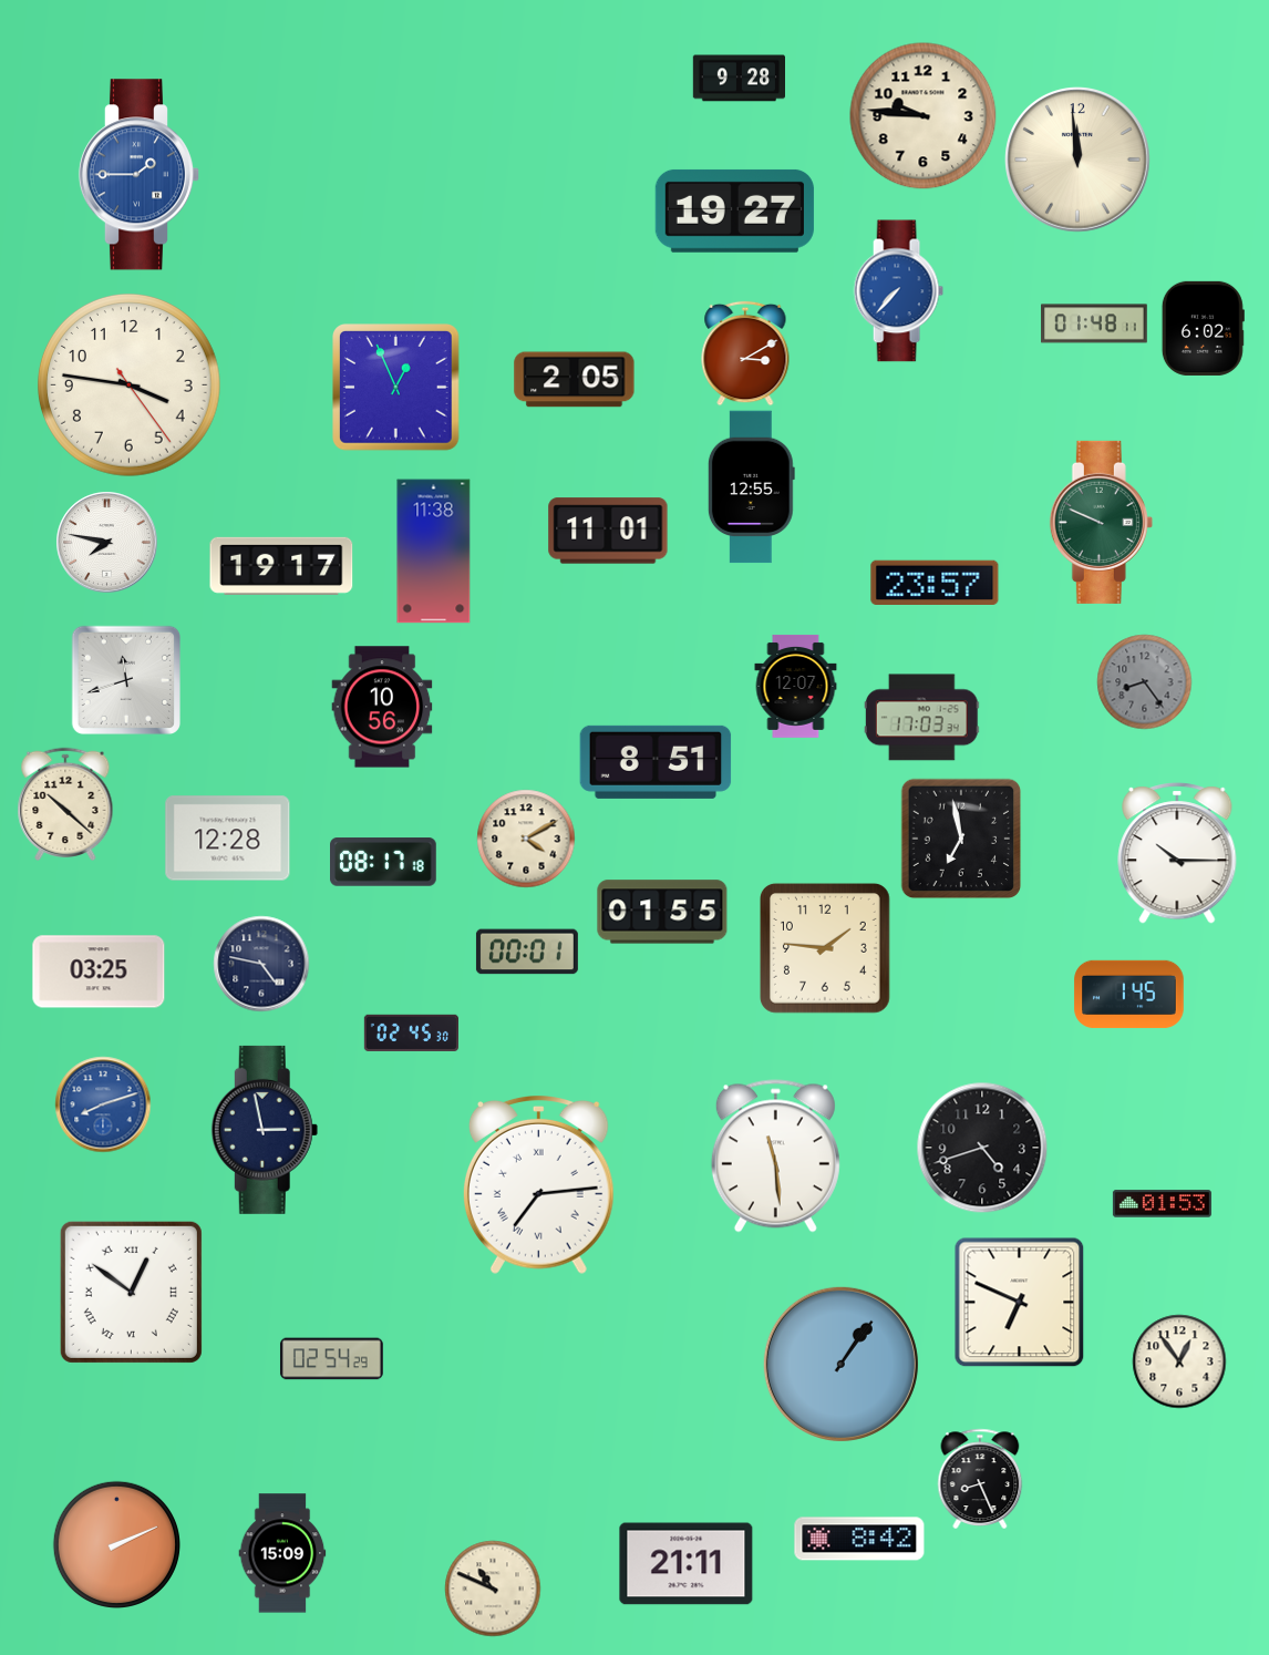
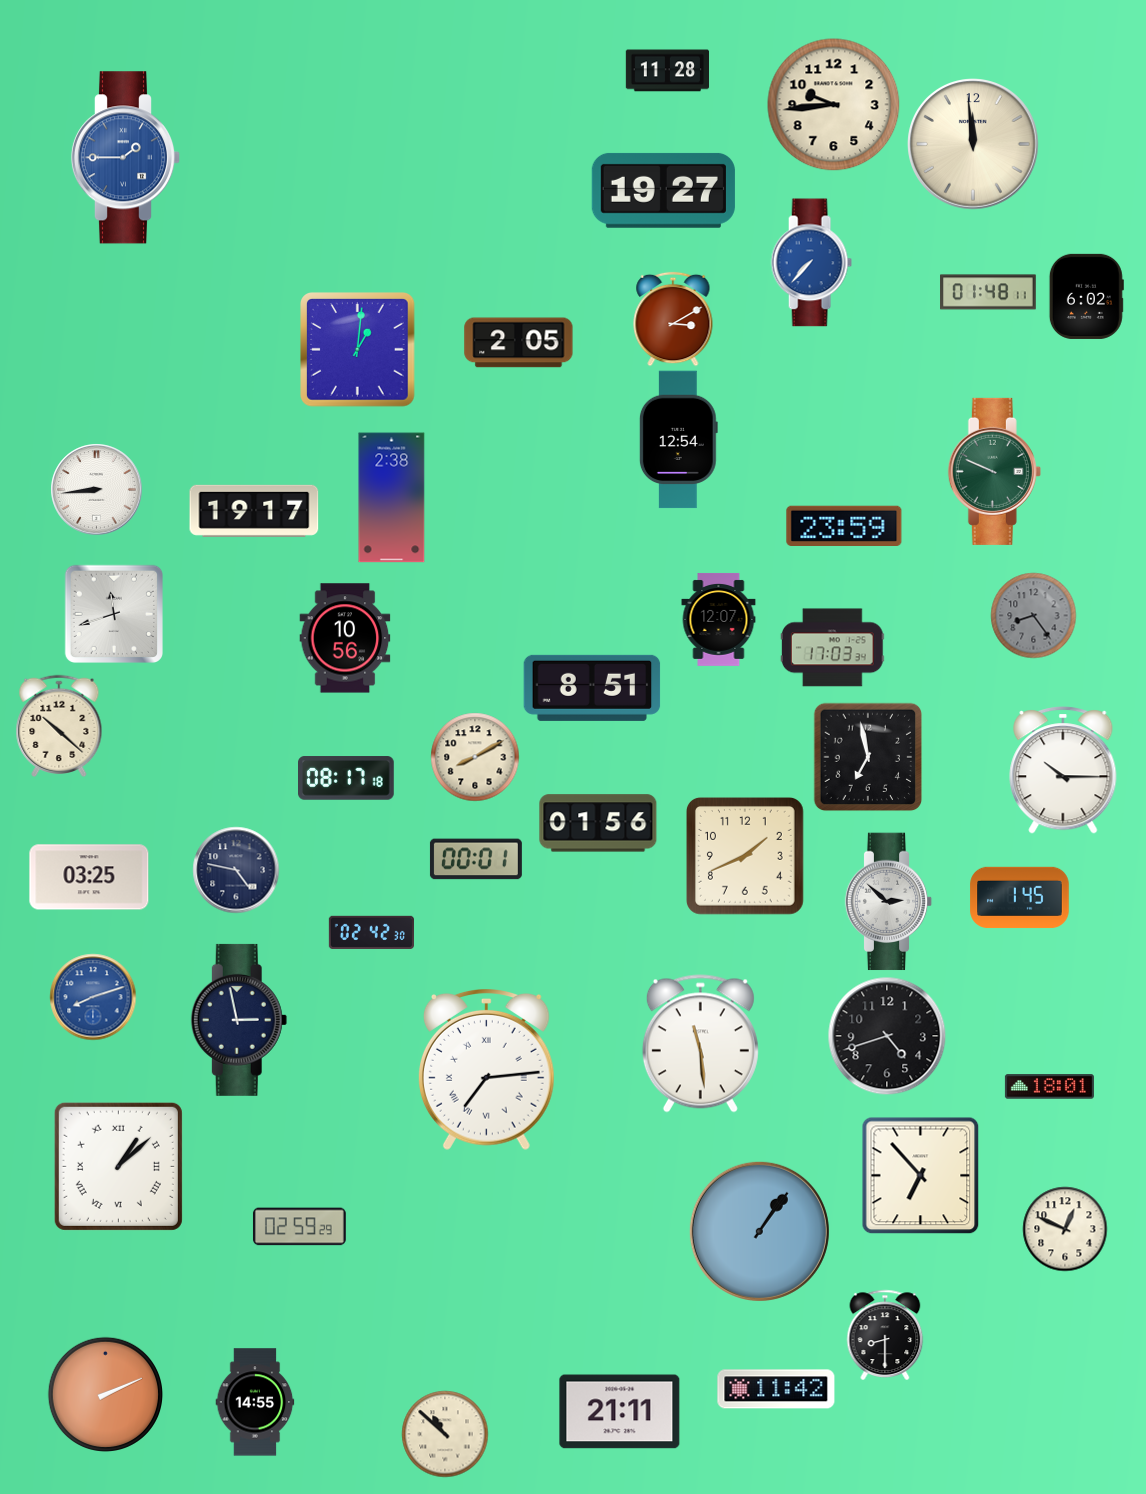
clock at (739, 79): 9:28 -> 11:28
clock at (924, 116): 9:46 -> 9:44
clock at (130, 386): 3:46 -> none
clock at (396, 388): 12:56 -> 1:01
clock at (751, 487): 12:55 -> 12:54
clock at (608, 531): 11:01 -> none
clock at (106, 542): 7:47 -> 8:44
clock at (434, 552): 11:38 -> 2:38
clock at (935, 583): 23:57 -> 23:59
clock at (228, 839): 12:28 -> none
clock at (526, 839): 4:10 -> 8:10
clock at (662, 912): 01:55 -> 01:56
clock at (826, 949): 1:46 -> 1:41
clock at (889, 902): none -> 2:52
clock at (411, 1032): 02:45 -> 02:42
clock at (1162, 1204): 01:53 -> 18:01
clock at (131, 1292): 12:51 -> 1:08
clock at (1019, 1302): 6:49 -> 6:53
clock at (331, 1359): 02:54 -> 02:59
clock at (1179, 1361): 12:54 -> 12:49
clock at (980, 1479): 8:26 -> 8:30
clock at (859, 1539): 8:42 -> 11:42
clock at (282, 1553): 15:09 -> 14:55
clock at (493, 1589): 10:49 -> 10:52
